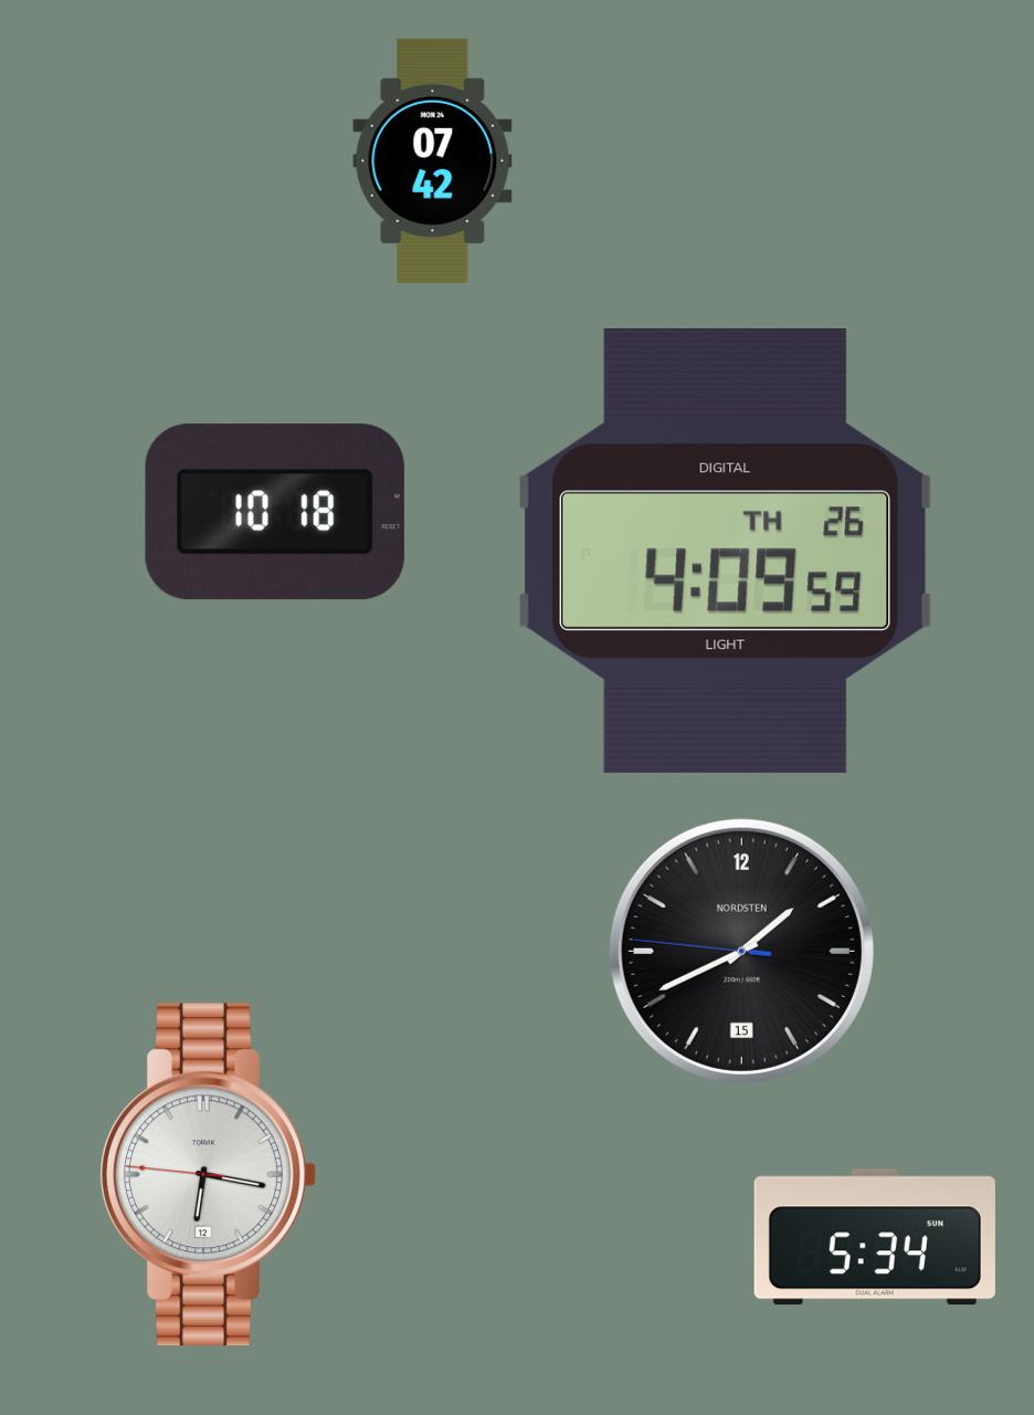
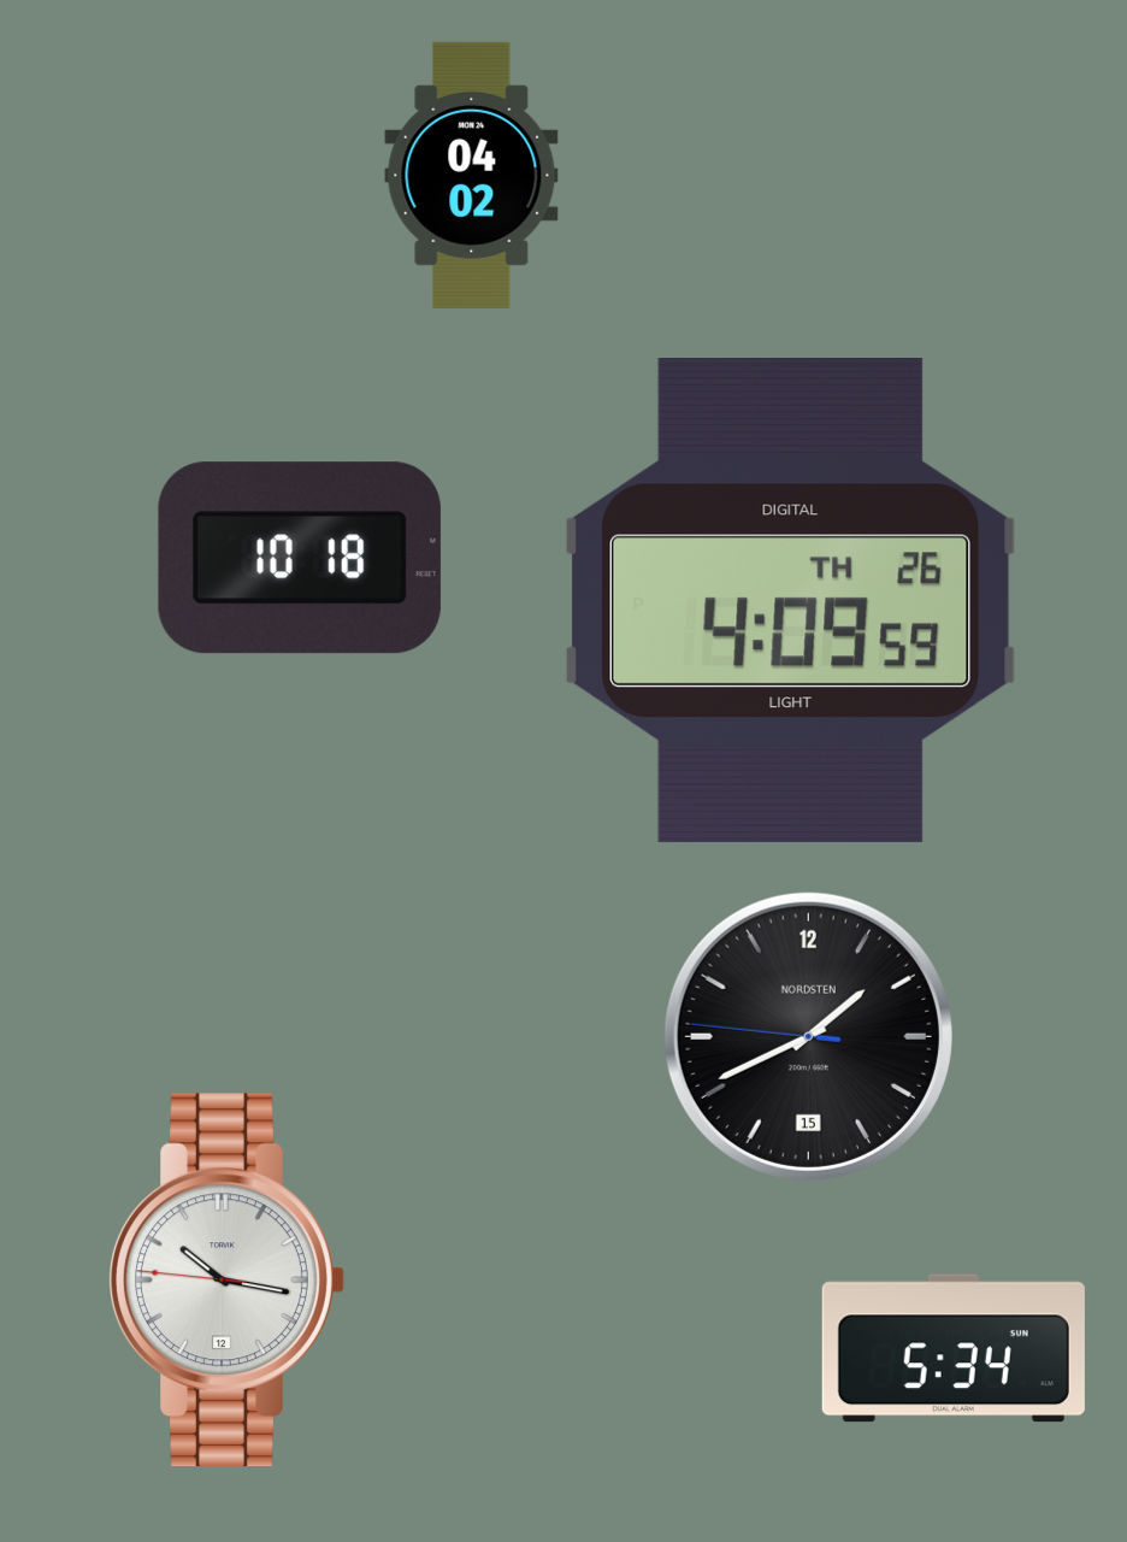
clock at (433, 160): 07:42 -> 04:02
clock at (208, 1175): 6:16 -> 10:16
